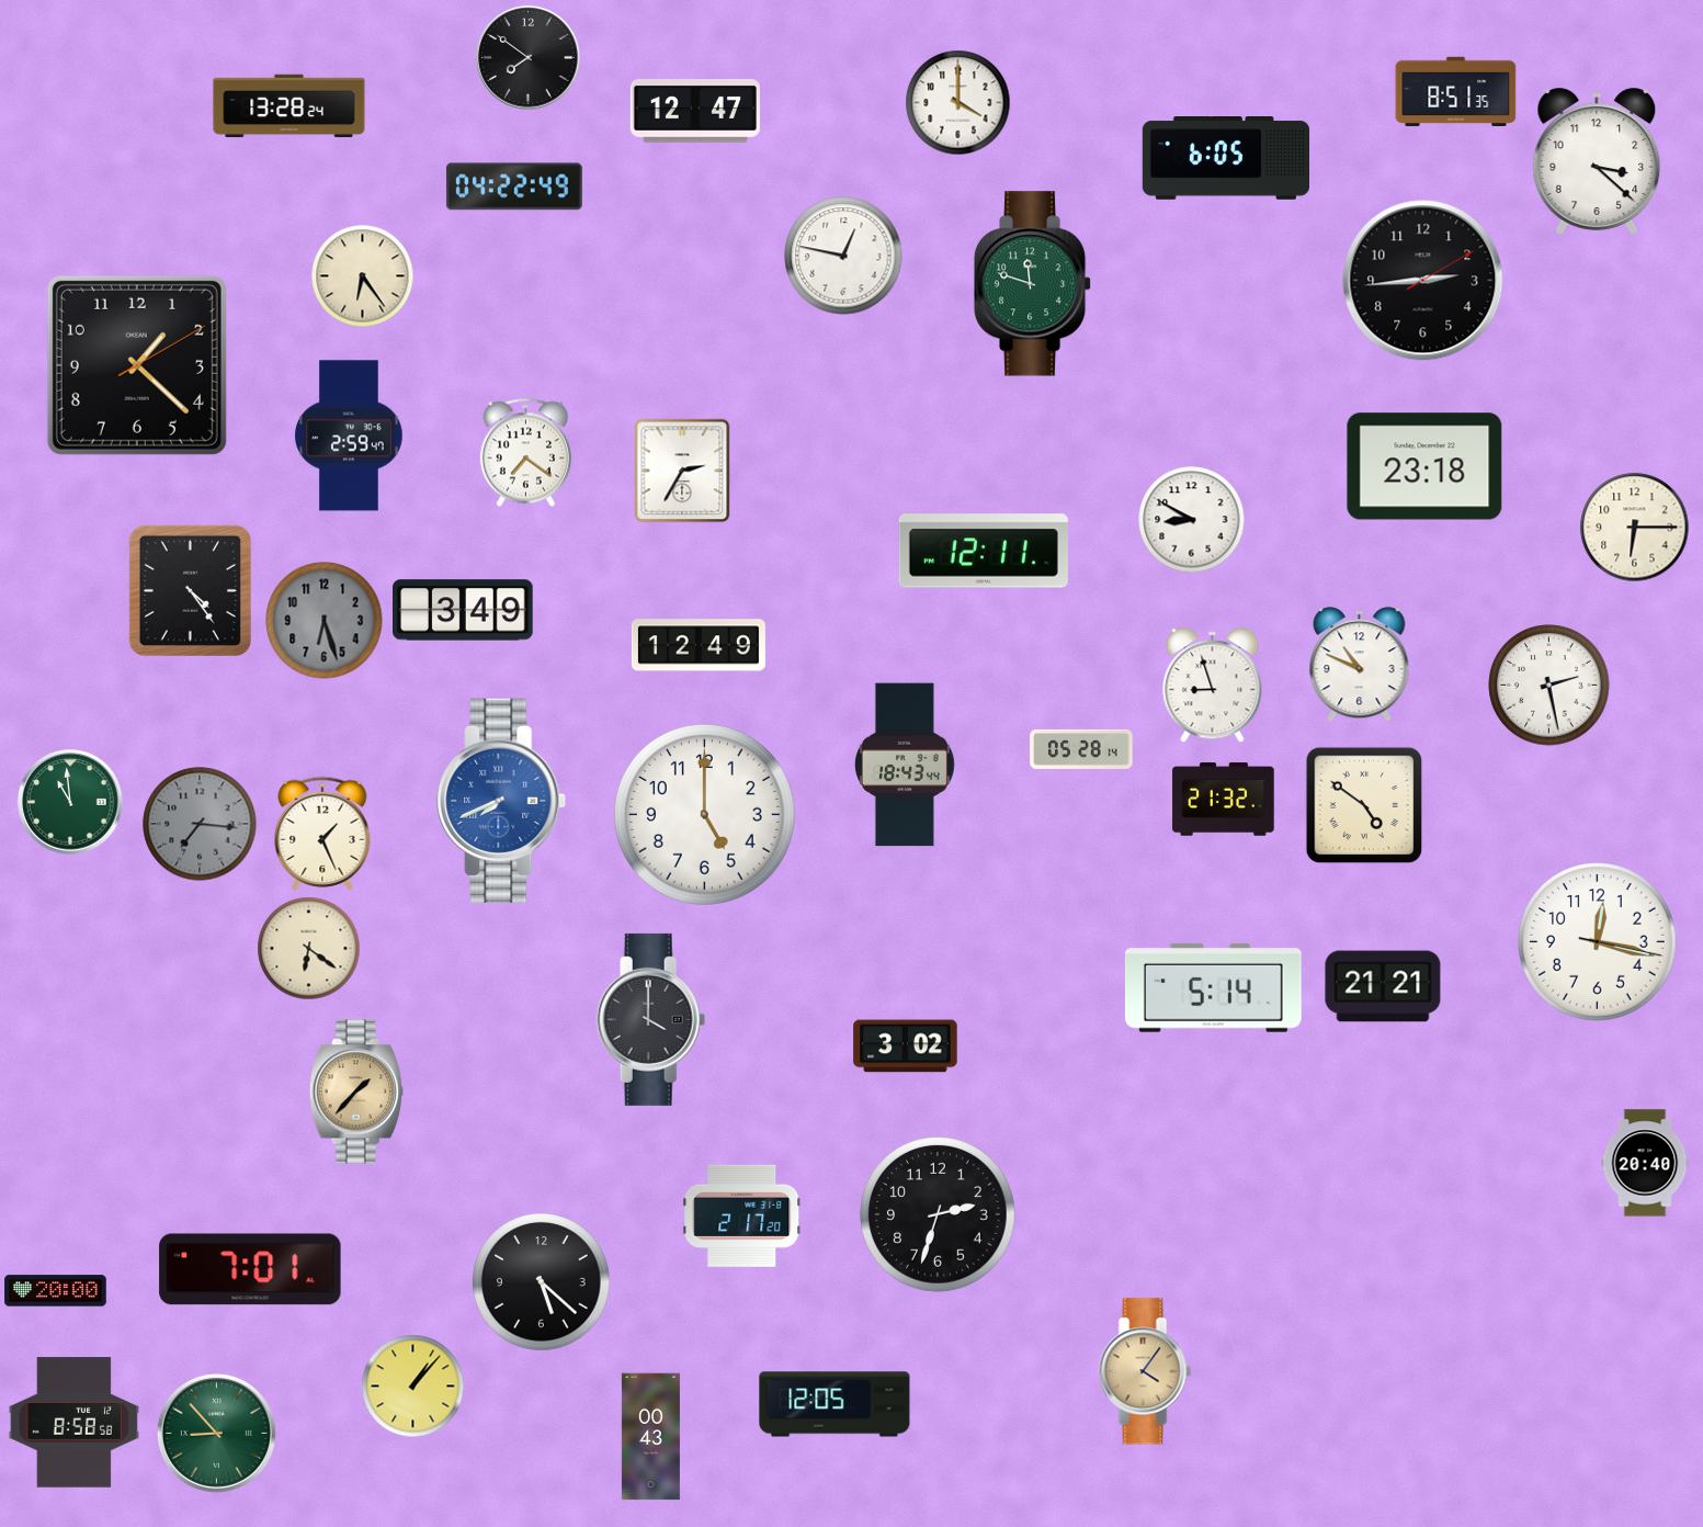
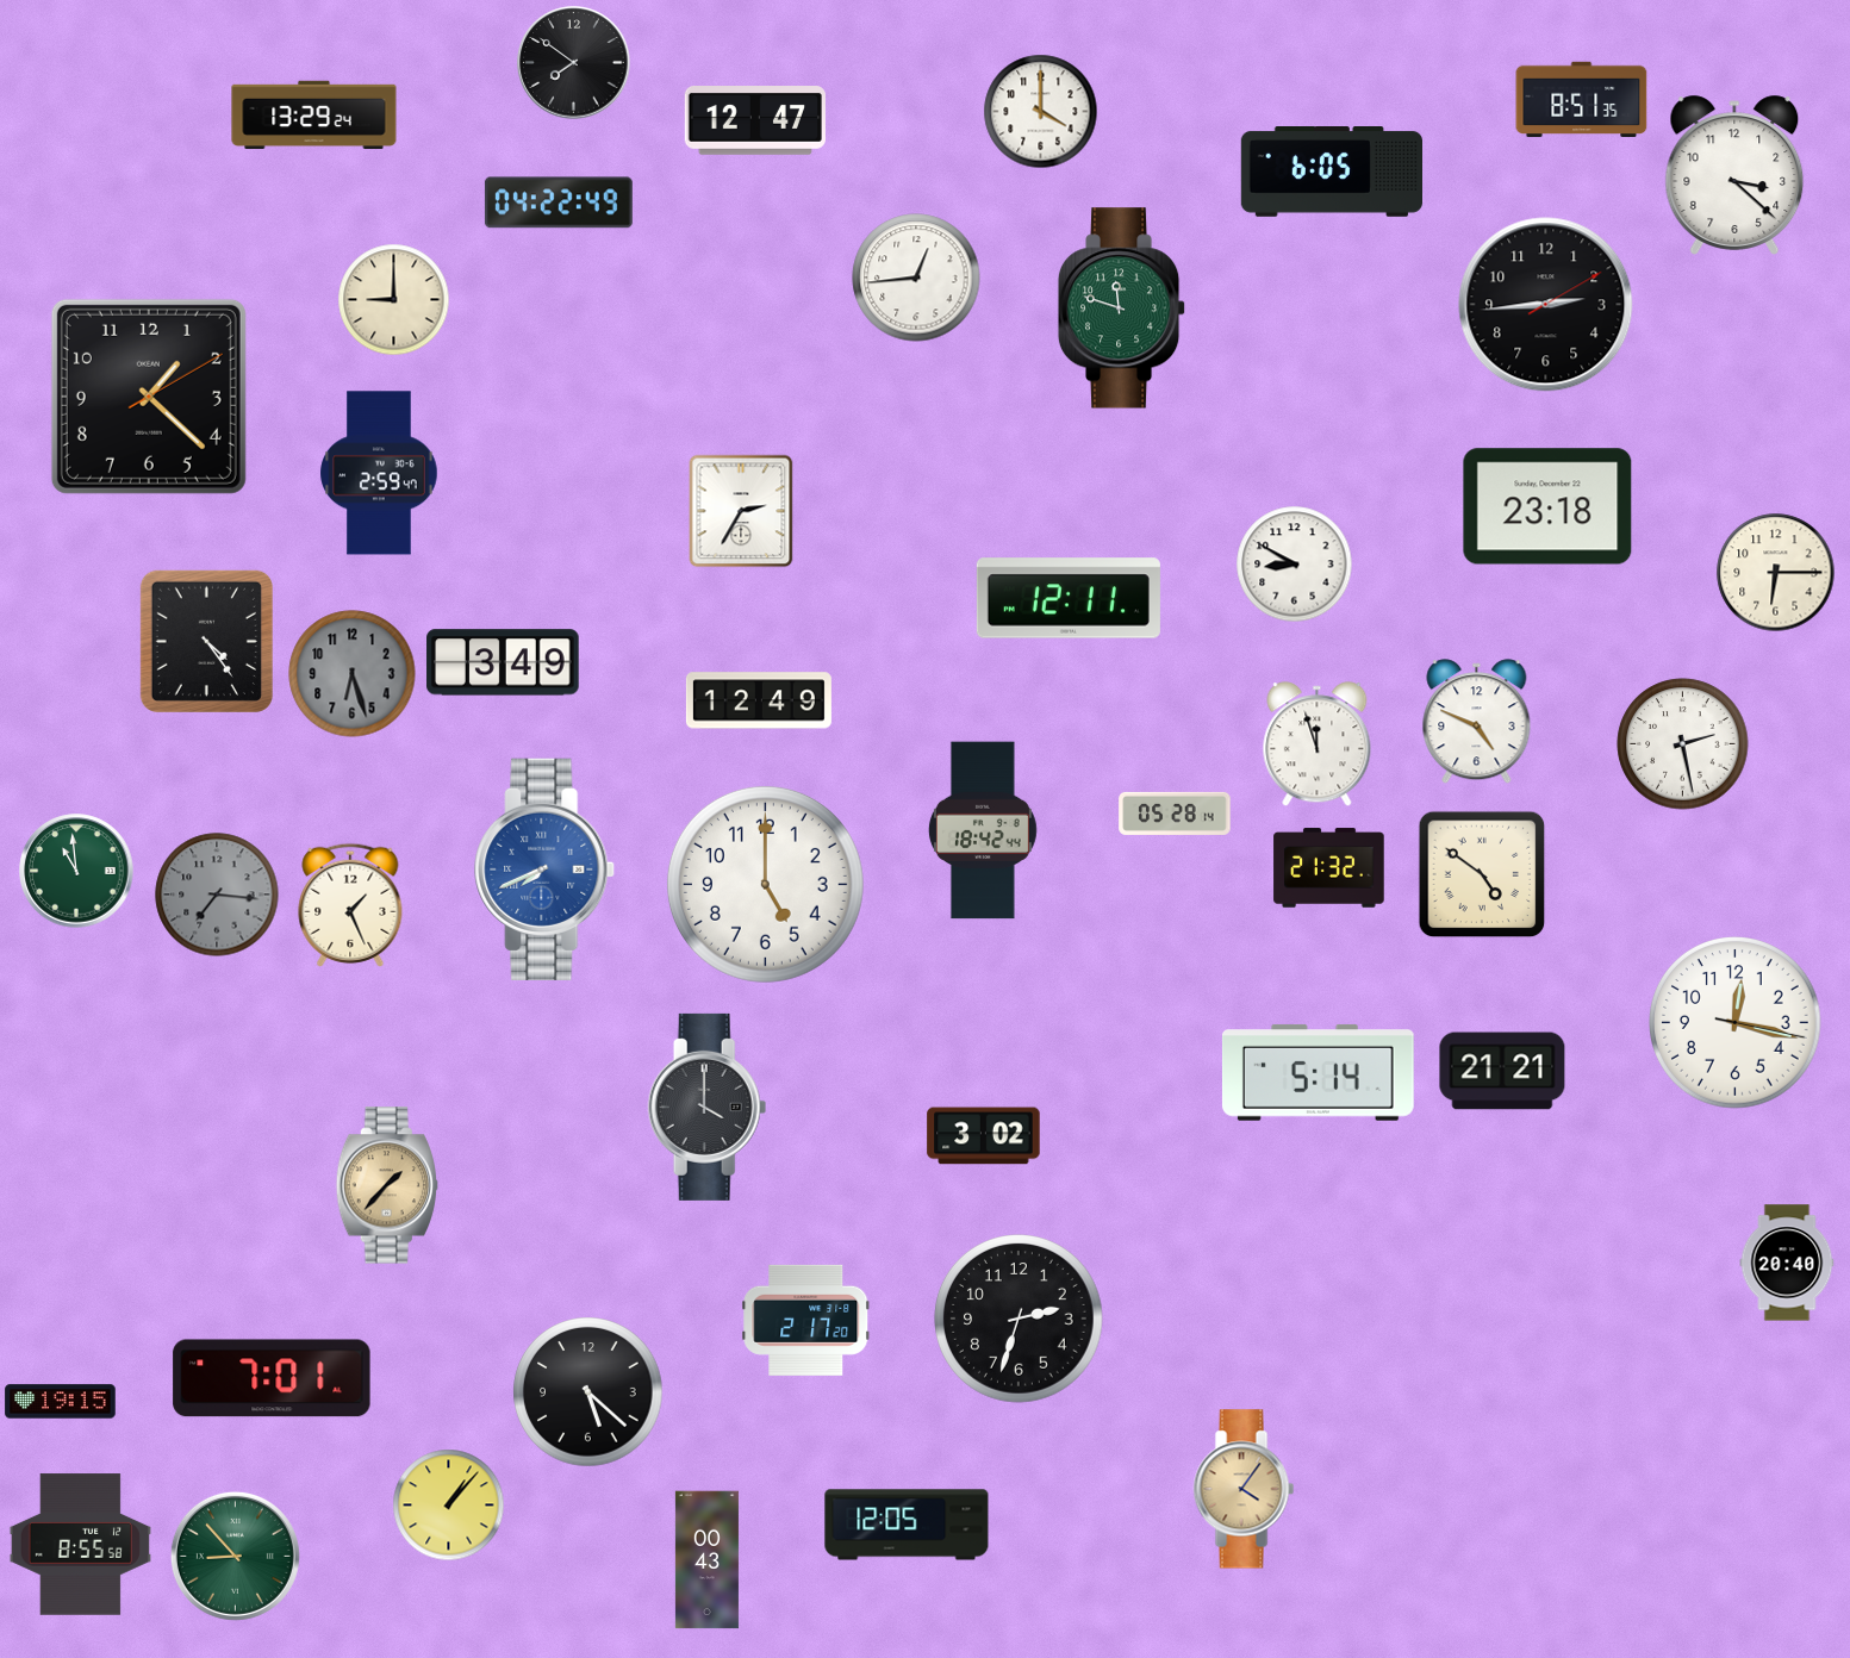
clock at (289, 106): 13:28 -> 13:29
clock at (843, 256): 12:47 -> 12:44
clock at (363, 276): 6:24 -> 9:00
clock at (525, 453): 7:21 -> none
clock at (1360, 665): 10:49 -> 4:49
clock at (1213, 686): 8:57 -> 11:57
clock at (905, 765): 18:43 -> 18:42
clock at (309, 949): 6:21 -> none
clock at (56, 1291): 20:00 -> 19:15
clock at (73, 1423): 8:58 -> 8:55
